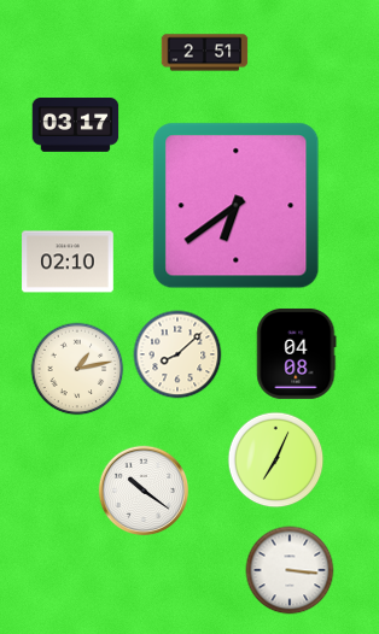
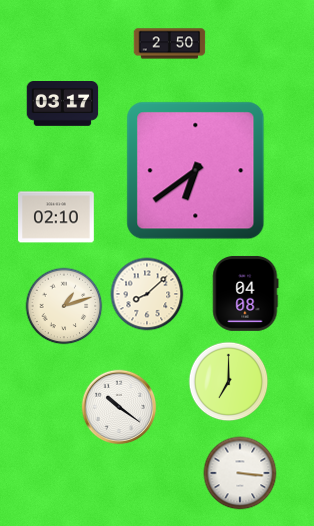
clock at (205, 53): 2:51 -> 2:50
clock at (77, 369): 1:13 -> 1:12
clock at (276, 460): 7:04 -> 7:00
